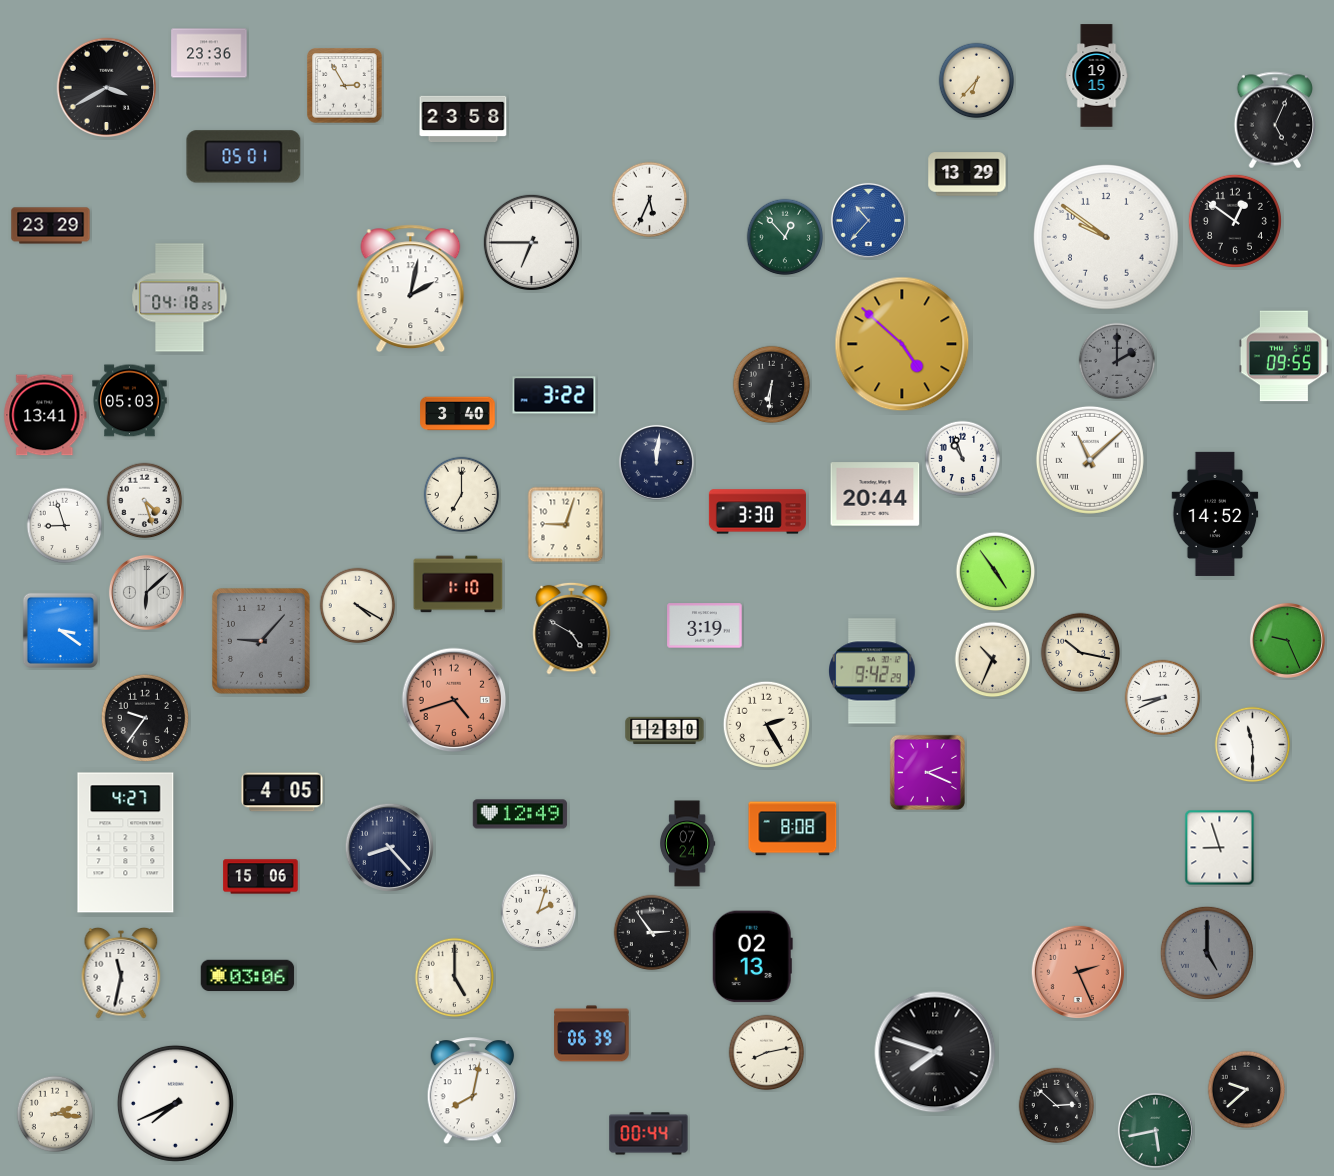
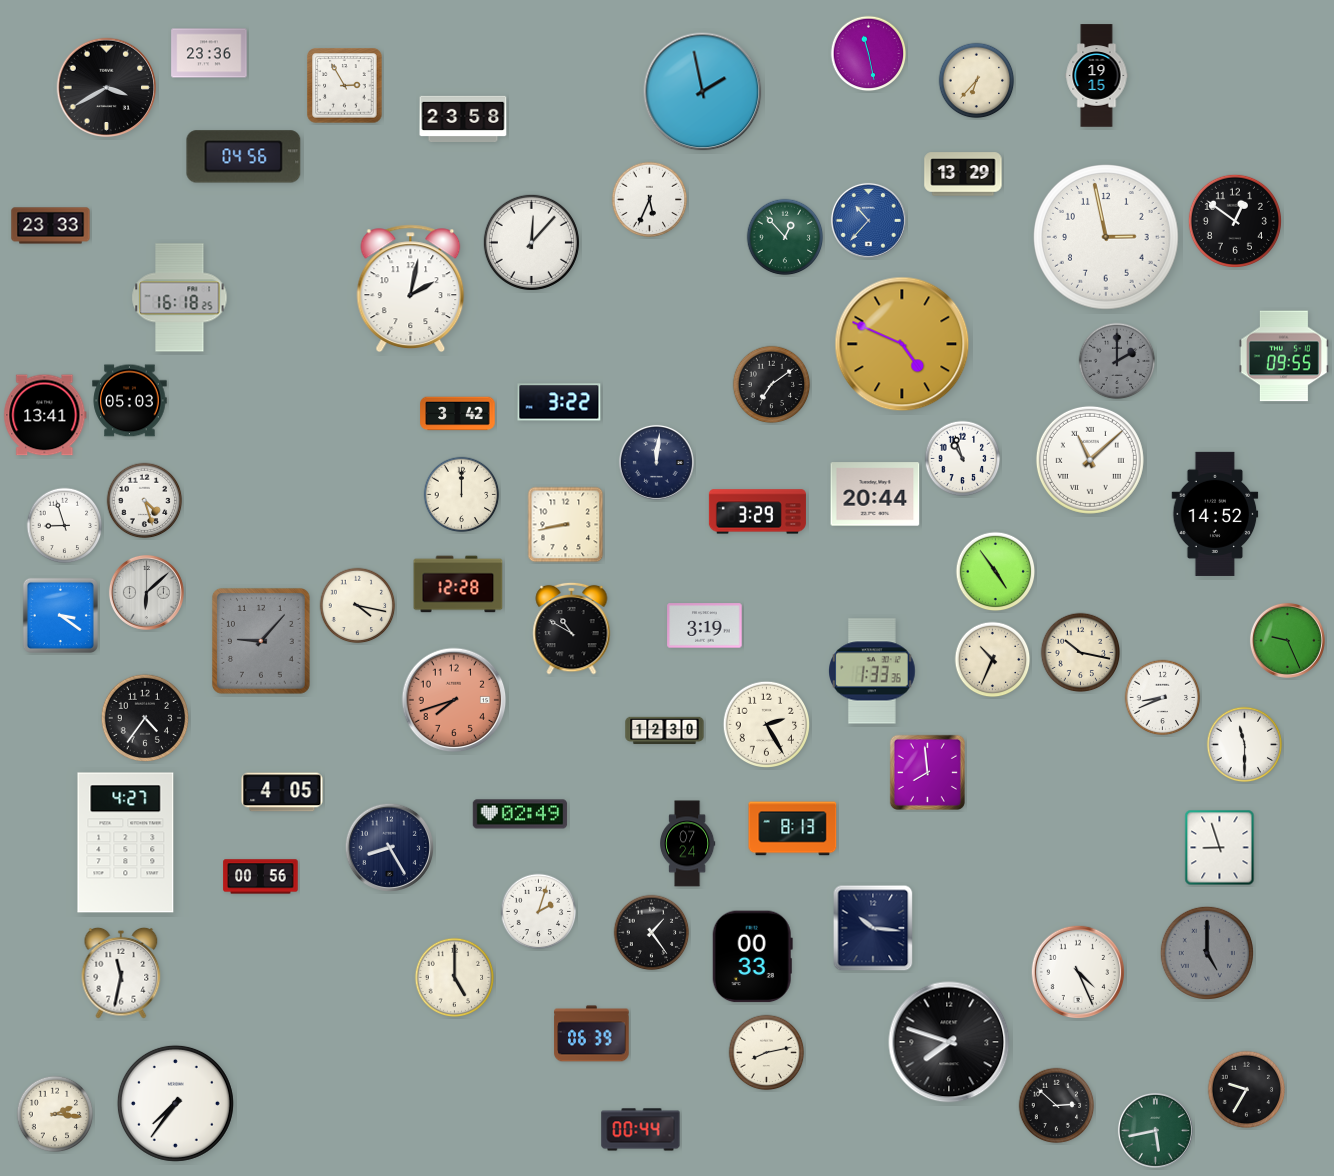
clock at (869, 54): none -> 11:28
clock at (703, 92): none -> 1:58
clock at (1275, 120): 5:04 -> none
clock at (244, 157): 05:01 -> 04:56
clock at (967, 174) position: (967, 174) -> (963, 174)
clock at (51, 226): 23:29 -> 23:33
clock at (1106, 237): 9:51 -> 2:58
clock at (531, 242): 6:45 -> 12:07
clock at (180, 298): 04:18 -> 16:18
clock at (902, 344): 4:52 -> 4:49
clock at (772, 385): 6:31 -> 7:09
clock at (554, 395) position: (554, 395) -> (559, 402)
clock at (458, 414): 3:40 -> 3:42
clock at (462, 495): 7:00 -> 12:00
clock at (757, 512): 3:30 -> 3:29
clock at (566, 525): 9:03 -> 8:43
clock at (458, 584): 1:10 -> 12:28
clock at (358, 606): 4:20 -> 4:17
clock at (572, 628): 4:50 -> 10:50
clock at (60, 630) position: (60, 630) -> (60, 615)
clock at (872, 671): 9:42 -> 1:33
clock at (454, 700): 4:42 -> 7:42
clock at (144, 717): 9:36 -> 4:36
clock at (1253, 745) position: (1253, 745) -> (1245, 745)
clock at (927, 772): 2:19 -> 7:59
clock at (520, 814): 12:49 -> 02:49
clock at (793, 829): 8:08 -> 8:13
clock at (389, 847): 8:23 -> 8:25
clock at (261, 877): 15:06 -> 00:56
clock at (873, 928): none -> 10:16
clock at (652, 933): 2:54 -> 1:24
clock at (752, 957): 02:13 -> 00:33
clock at (1077, 971): 2:26 -> 4:26
clock at (1077, 971) dial: salmon -> white
clock at (248, 976): 03:06 -> none
clock at (935, 1052) position: (935, 1052) -> (949, 1042)
clock at (1247, 1090): 9:38 -> 9:35
clock at (473, 1091): 8:02 -> none
clock at (175, 1103): 7:41 -> 7:36
clock at (649, 1134) position: (649, 1134) -> (641, 1130)
